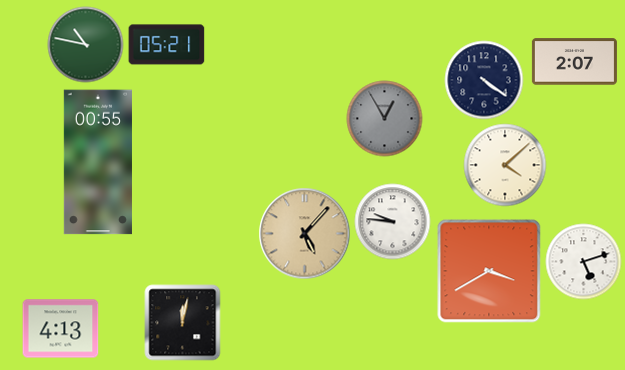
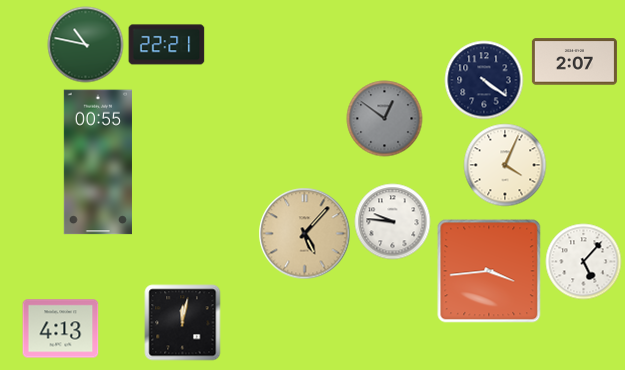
clock at (167, 45): 05:21 -> 22:21
clock at (385, 119): 12:55 -> 12:51
clock at (505, 165): 4:08 -> 4:04
clock at (584, 262): 5:12 -> 5:07
clock at (489, 271): 3:40 -> 3:44
